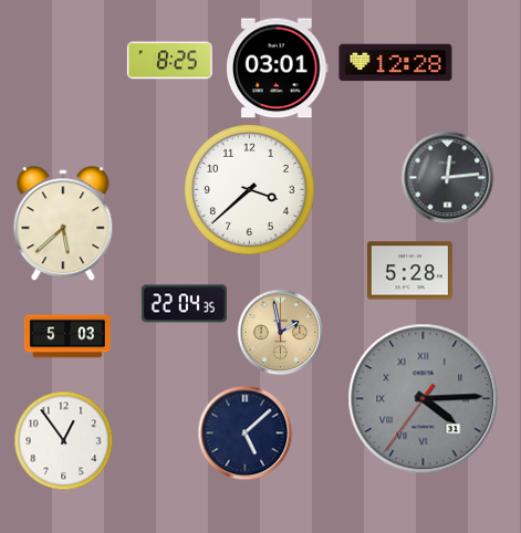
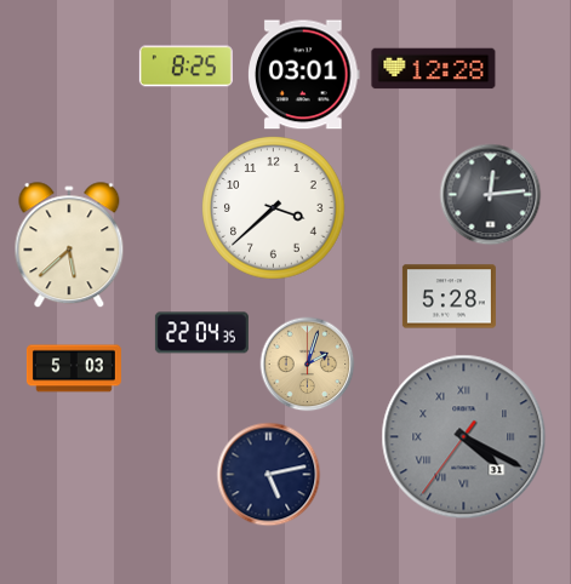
clock at (280, 332): 1:58 -> 2:03
clock at (424, 399): 4:14 -> 4:19
clock at (244, 432): 5:08 -> 5:13
clock at (63, 440): 12:54 -> none
